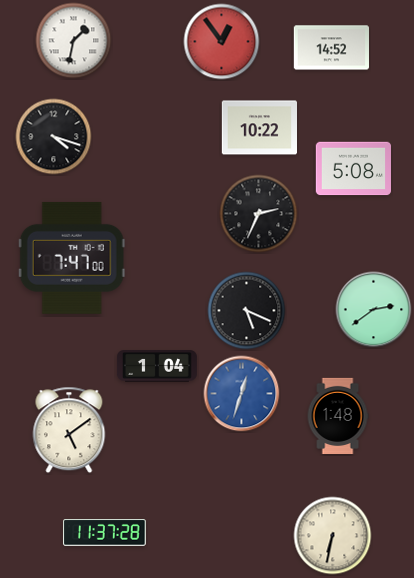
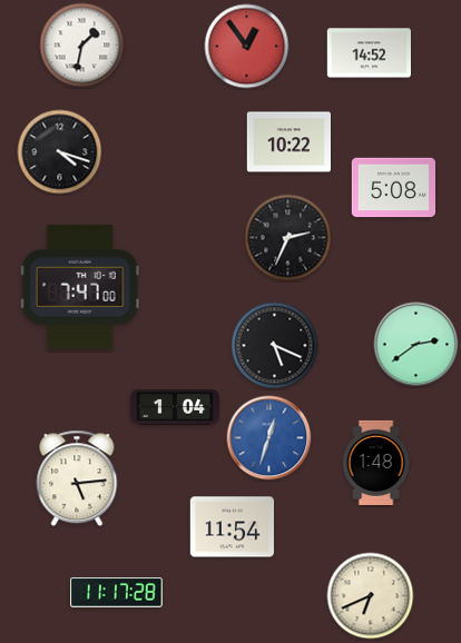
clock at (69, 430): 5:09 -> 5:14
clock at (232, 527): none -> 11:54
clock at (105, 533): 11:37 -> 11:17
clock at (333, 536): 6:32 -> 6:41
